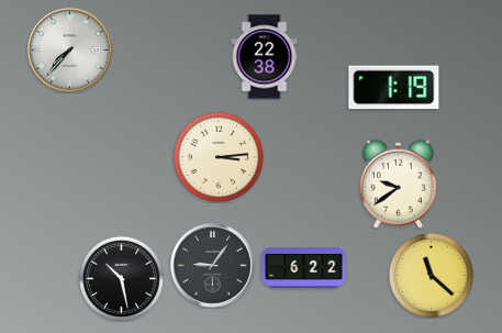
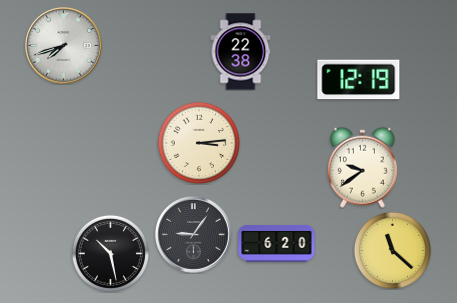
clock at (70, 51): 7:37 -> 7:42
clock at (394, 88): 1:19 -> 12:19
clock at (213, 266) position: (213, 266) -> (194, 235)
clock at (304, 267): 6:22 -> 6:20
